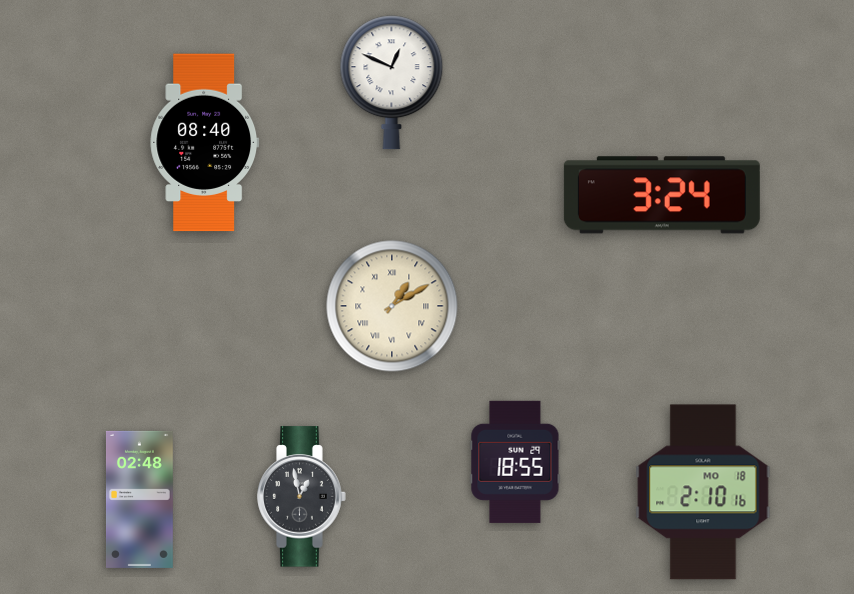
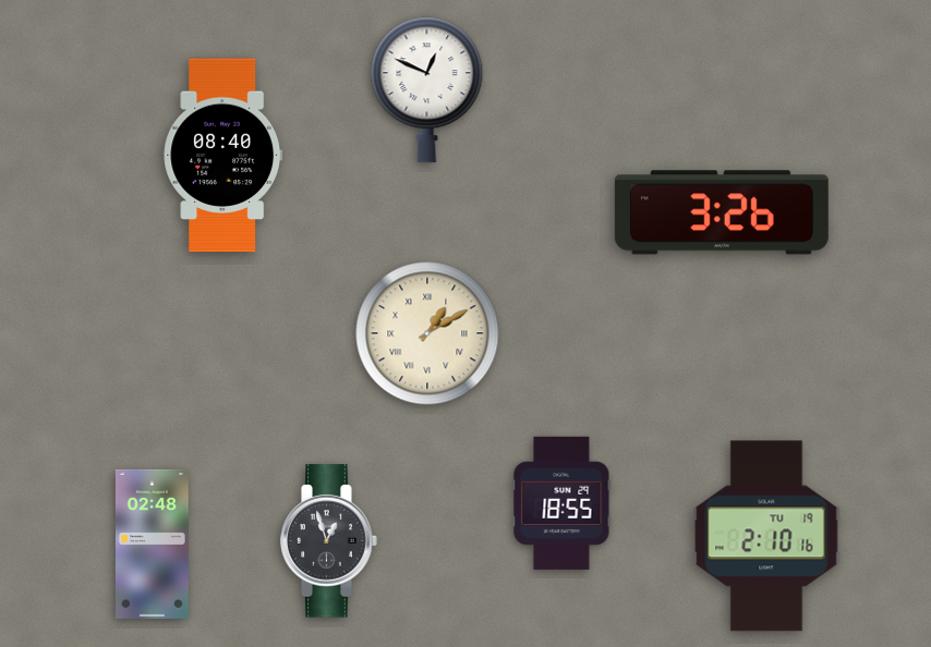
clock at (662, 195): 3:24 -> 3:26
clock at (703, 492) date: MO 18 -> TU 19
clock at (302, 497): 12:58 -> 12:57
